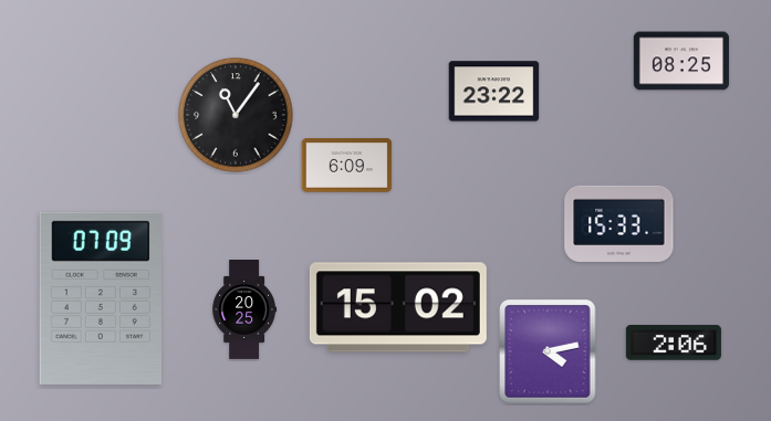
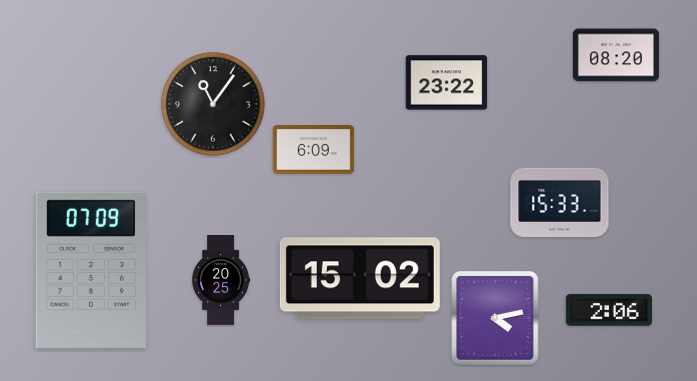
clock at (681, 61): 08:25 -> 08:20
